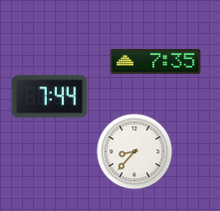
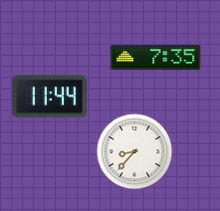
clock at (156, 61) position: (156, 61) -> (156, 57)
clock at (49, 97): 7:44 -> 11:44
